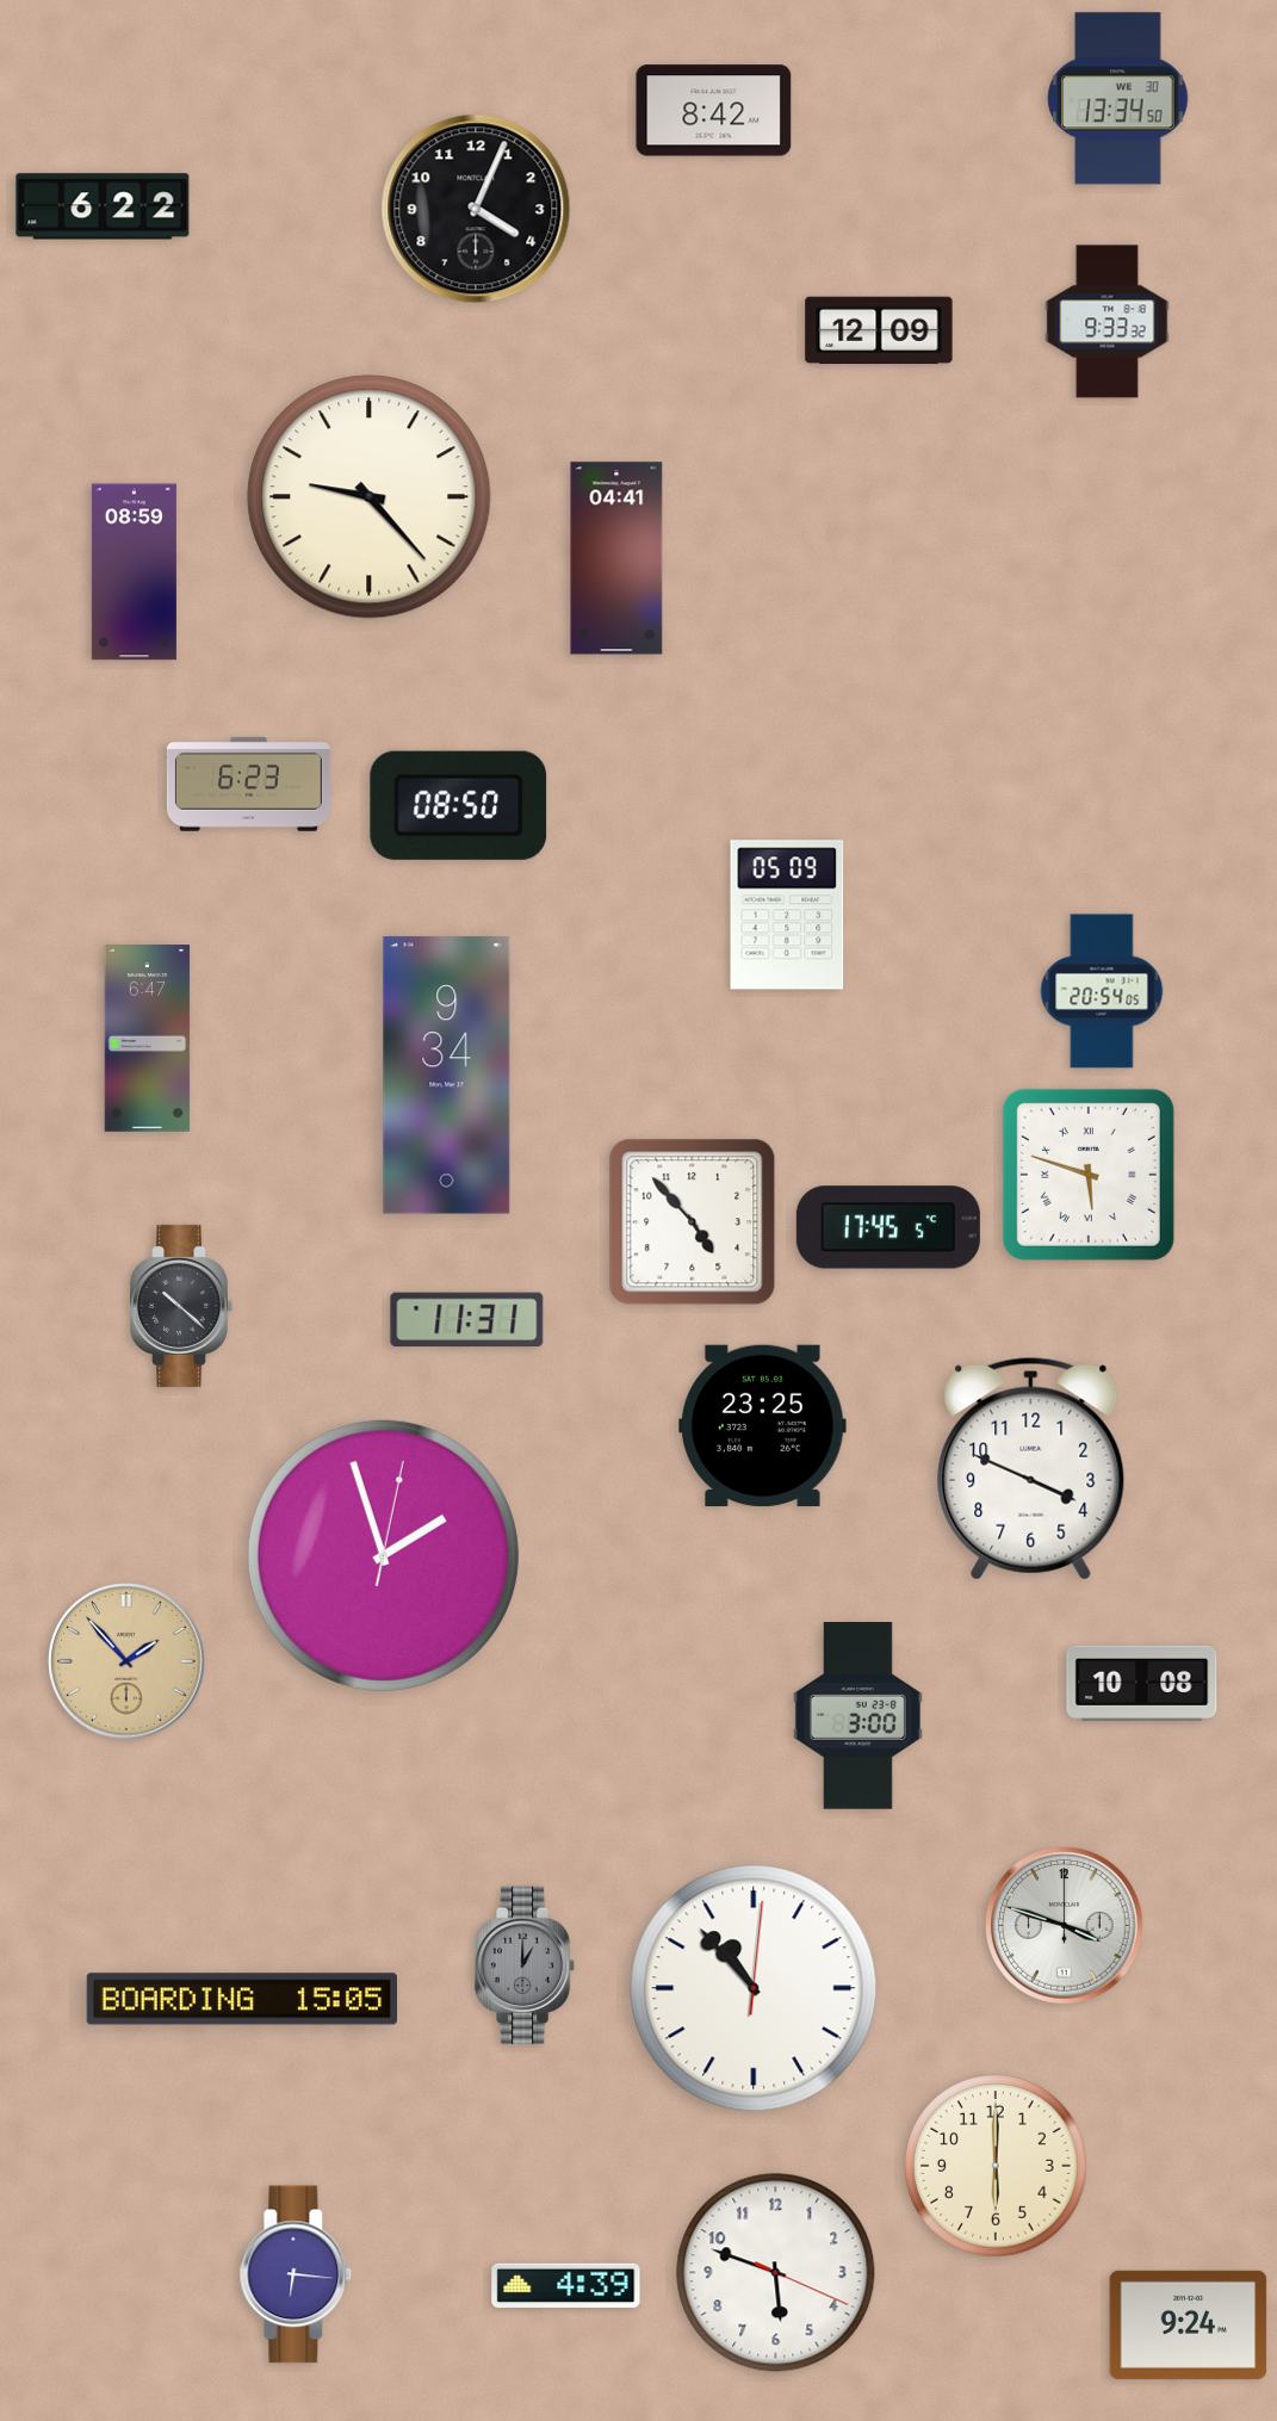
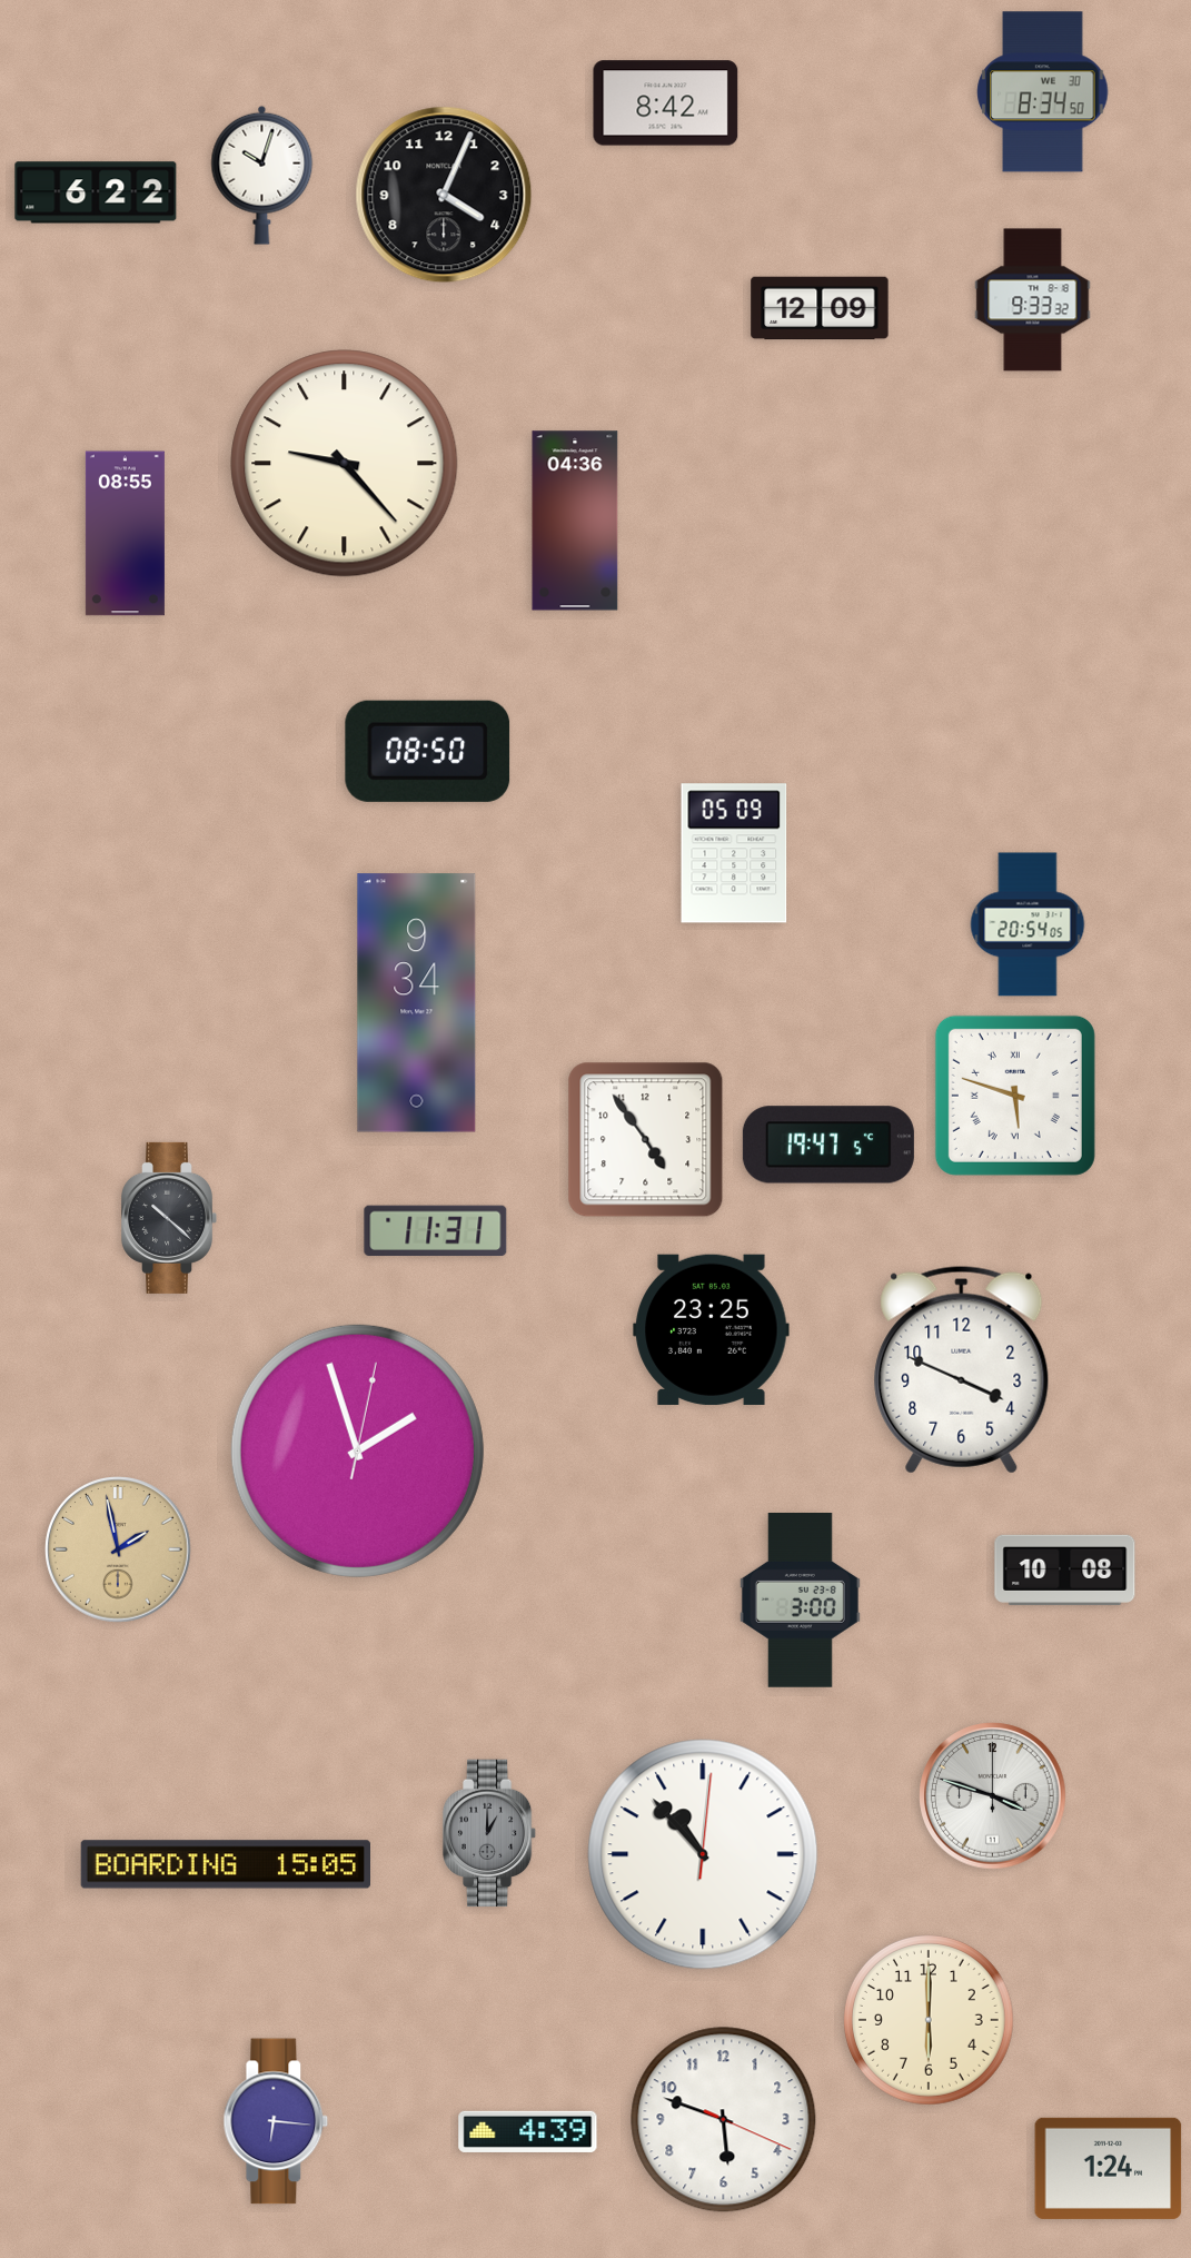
clock at (1118, 99): 13:34 -> 8:34
clock at (262, 175): none -> 10:03
clock at (616, 558): 04:41 -> 04:36
clock at (134, 572): 08:59 -> 08:55
clock at (248, 784): 6:23 -> none
clock at (148, 1039): 6:47 -> none
clock at (693, 1222): 4:53 -> 4:54
clock at (888, 1227): 17:45 -> 19:47
clock at (126, 1661): 1:53 -> 1:58
clock at (1189, 2324): 9:24 -> 1:24
